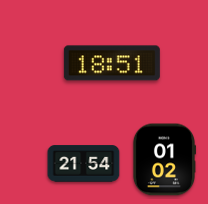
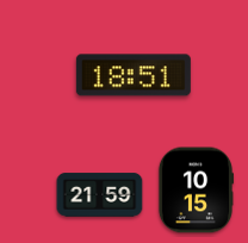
clock at (163, 160): 01:02 -> 10:15
clock at (84, 164): 21:54 -> 21:59
